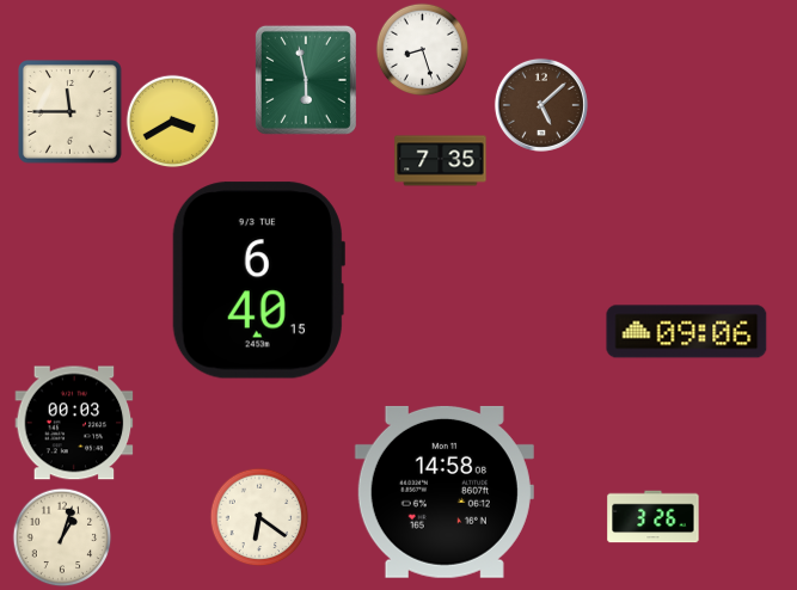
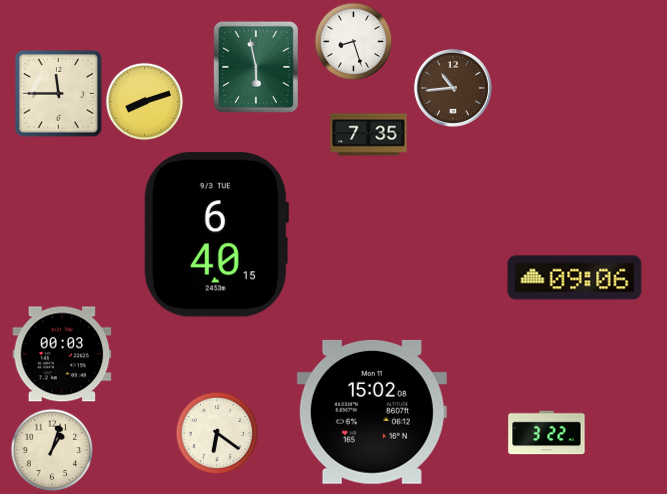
clock at (541, 105): 5:08 -> 10:44
clock at (172, 121): 3:40 -> 8:12
clock at (445, 492): 14:58 -> 15:02
clock at (654, 517): 3:26 -> 3:22
